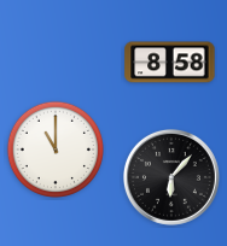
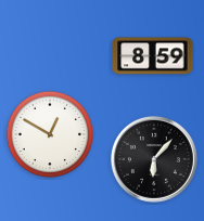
clock at (170, 63): 8:58 -> 8:59
clock at (56, 150): 11:00 -> 12:50
